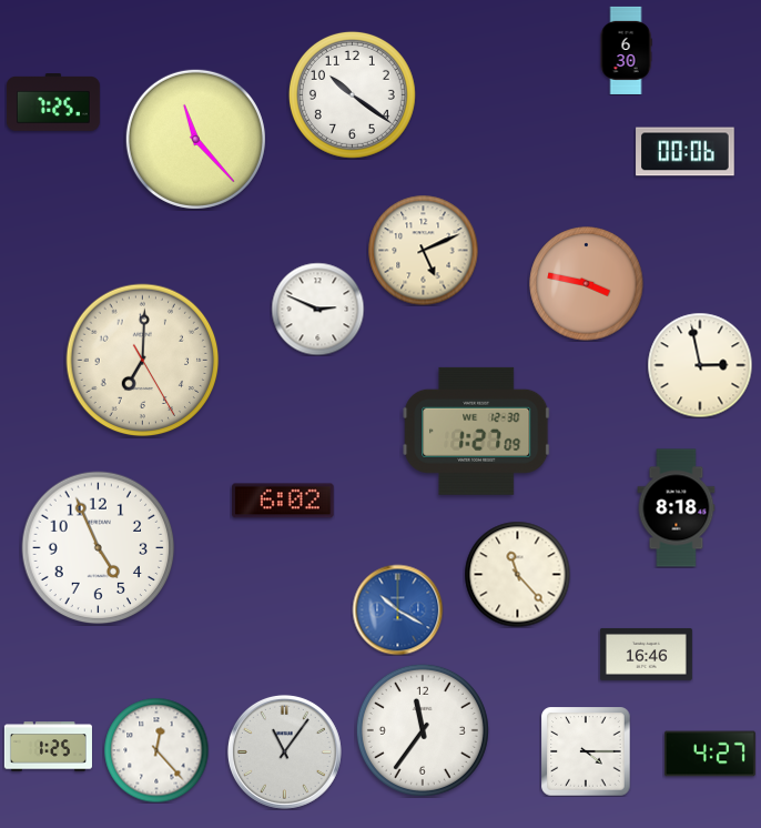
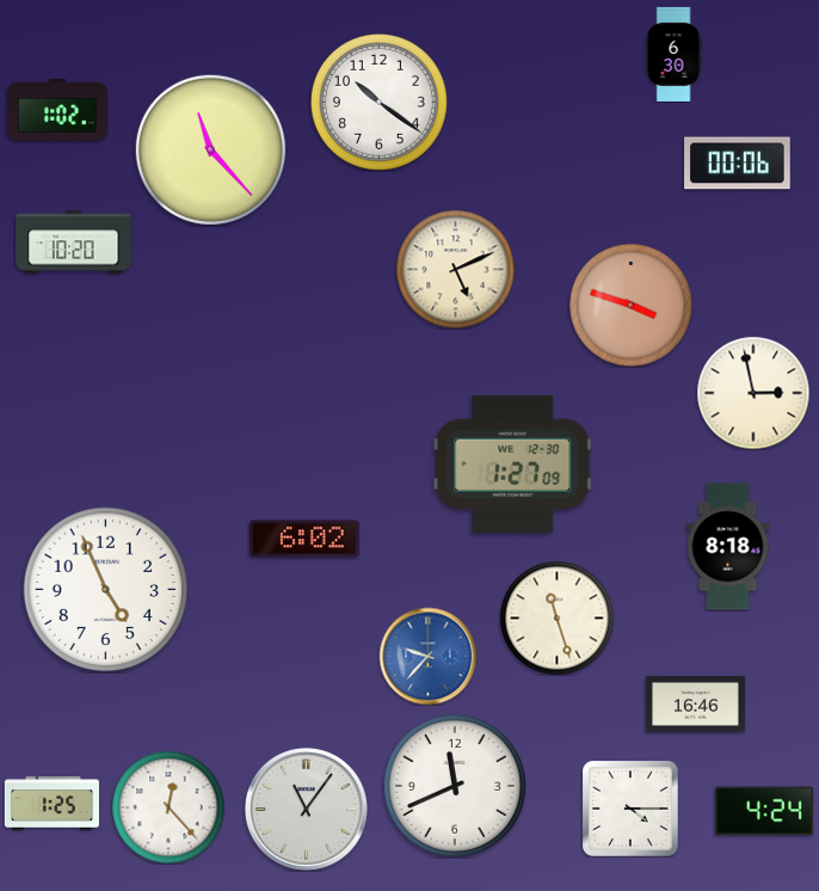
clock at (53, 102): 7:25 -> 1:02
clock at (74, 242): none -> 10:20
clock at (587, 284): 3:47 -> 3:48
clock at (317, 309): 2:49 -> none
clock at (143, 361): 7:00 -> none
clock at (517, 574): 11:23 -> 11:27
clock at (397, 609): 10:20 -> 9:37
clock at (423, 730): 11:36 -> 11:41
clock at (710, 754): 4:27 -> 4:24
